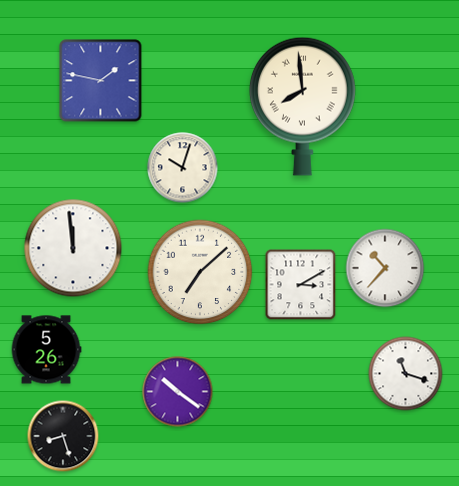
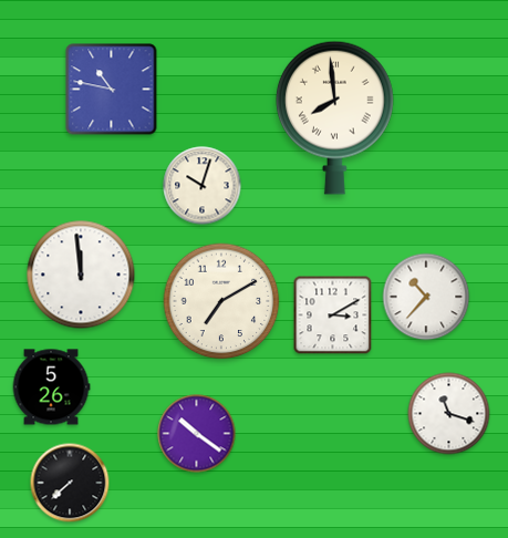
clock at (101, 81): 1:47 -> 10:47
clock at (200, 272): 7:08 -> 7:10
clock at (63, 436): 8:27 -> 7:38
